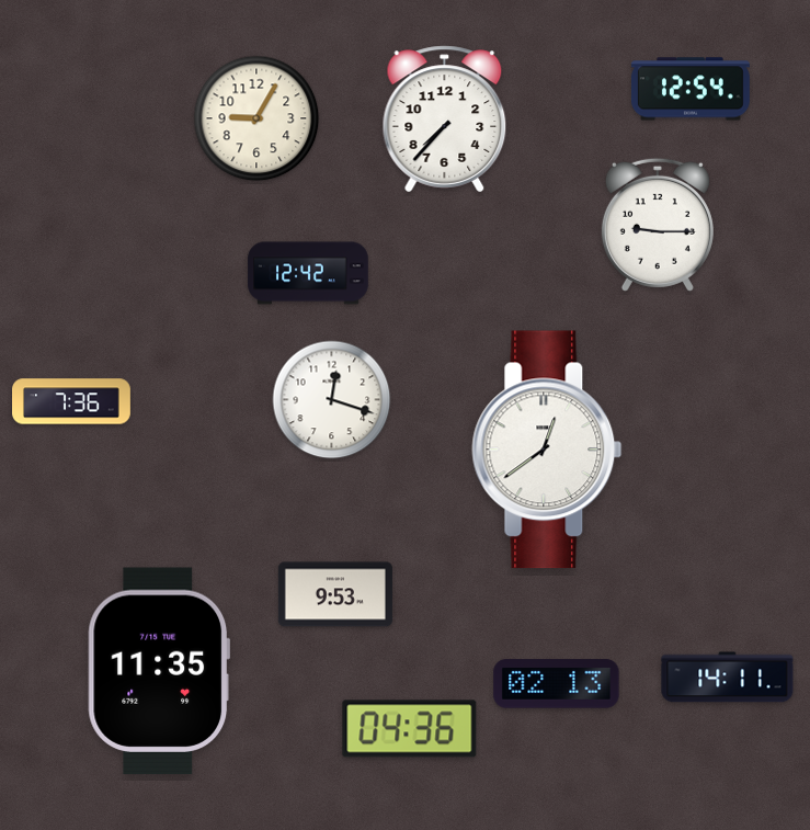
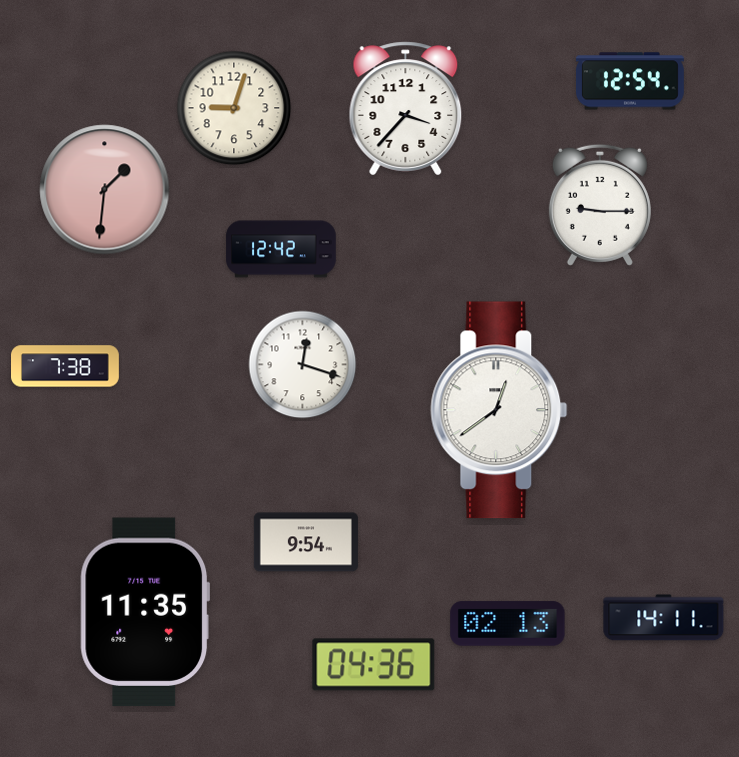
clock at (256, 118): 9:05 -> 9:03
clock at (445, 120): 7:37 -> 3:37
clock at (105, 190): none -> 1:31
clock at (72, 401): 7:36 -> 7:38
clock at (335, 594): 9:53 -> 9:54
